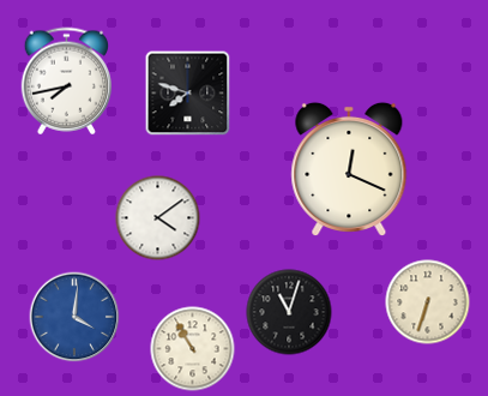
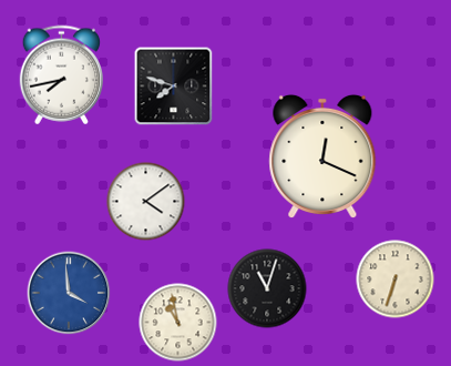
clock at (74, 317): 4:01 -> 3:59
clock at (193, 349): 10:55 -> 10:58
